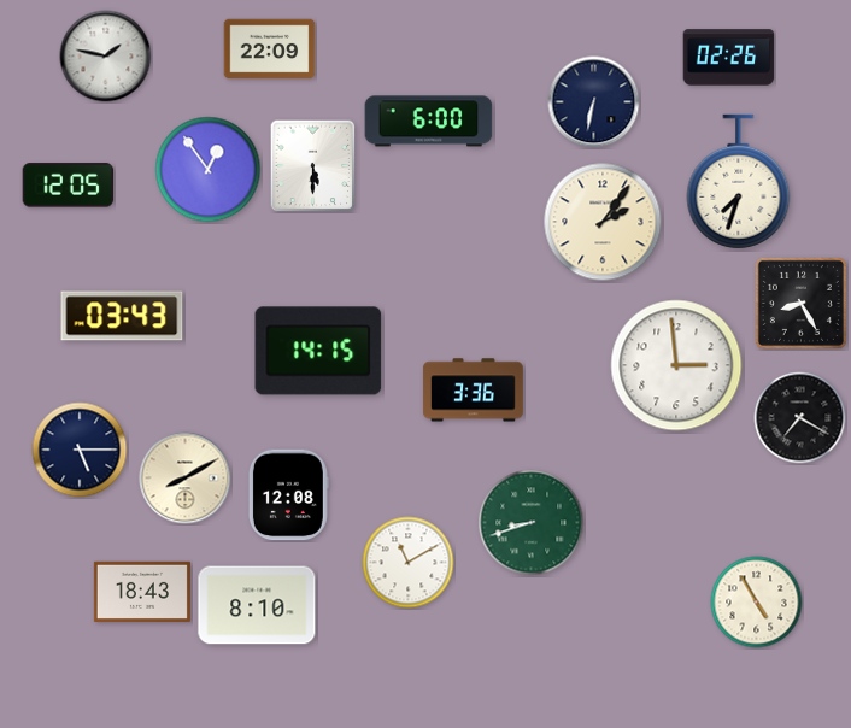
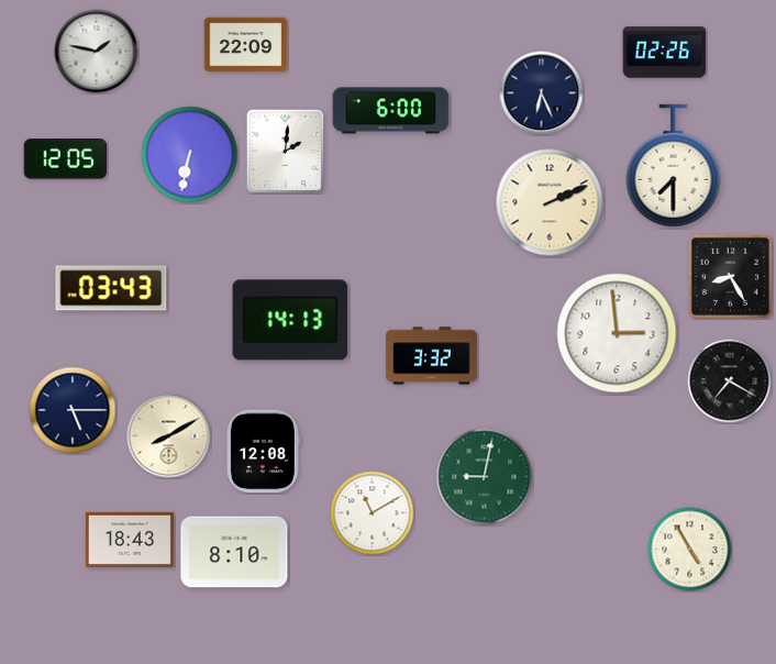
clock at (594, 102): 6:32 -> 6:26
clock at (313, 166): 5:30 -> 2:01
clock at (209, 170): 12:54 -> 6:32
clock at (739, 182): 7:33 -> 7:30
clock at (69, 186) position: (69, 186) -> (66, 159)
clock at (603, 222): 2:06 -> 2:11
clock at (318, 351): 14:15 -> 14:13
clock at (473, 391): 3:36 -> 3:32
clock at (532, 523): 8:42 -> 9:02
